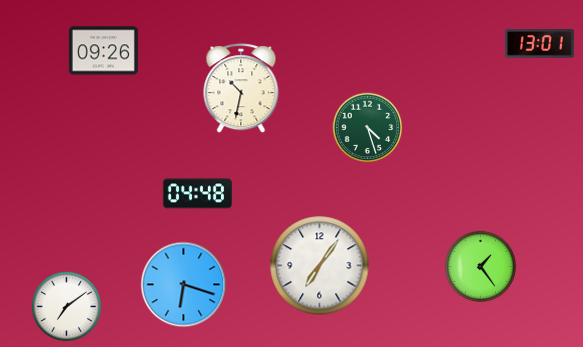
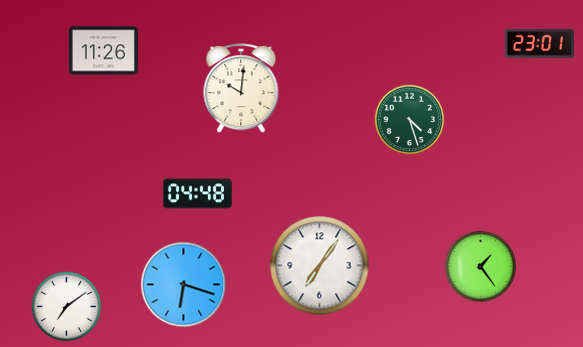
clock at (539, 44): 13:01 -> 23:01
clock at (103, 51): 09:26 -> 11:26
clock at (241, 89): 10:32 -> 10:01
clock at (368, 128) position: (368, 128) -> (410, 120)
